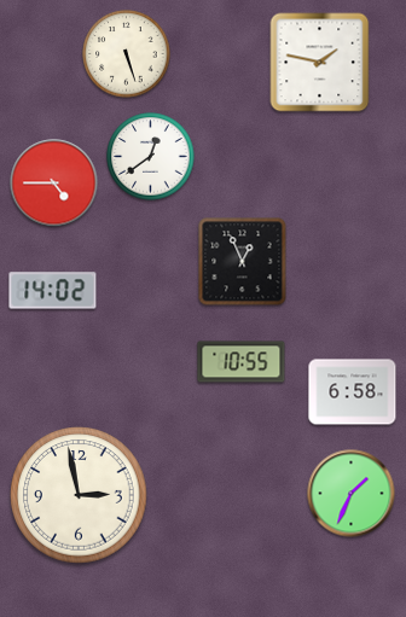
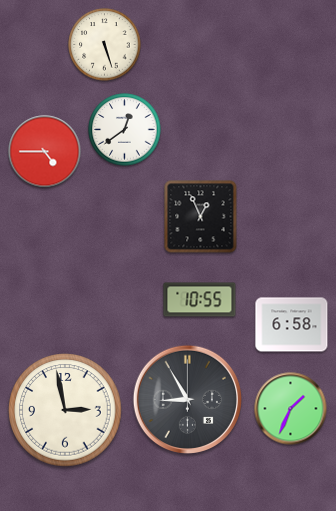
clock at (320, 63): 1:47 -> none
clock at (53, 291): 14:02 -> none
clock at (187, 399): none -> 8:55
